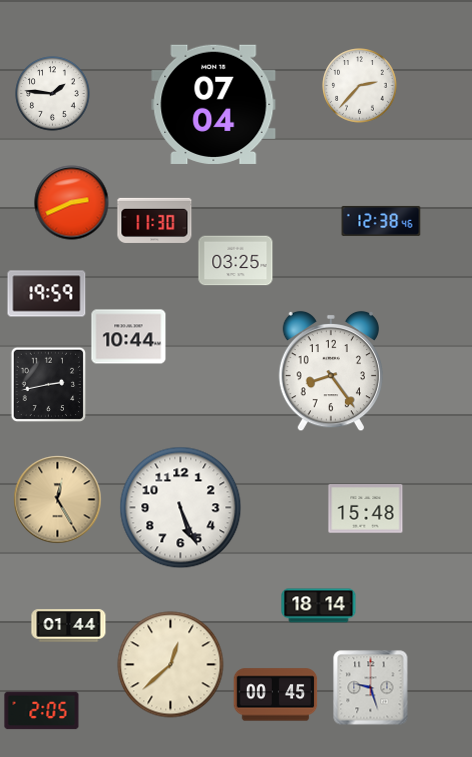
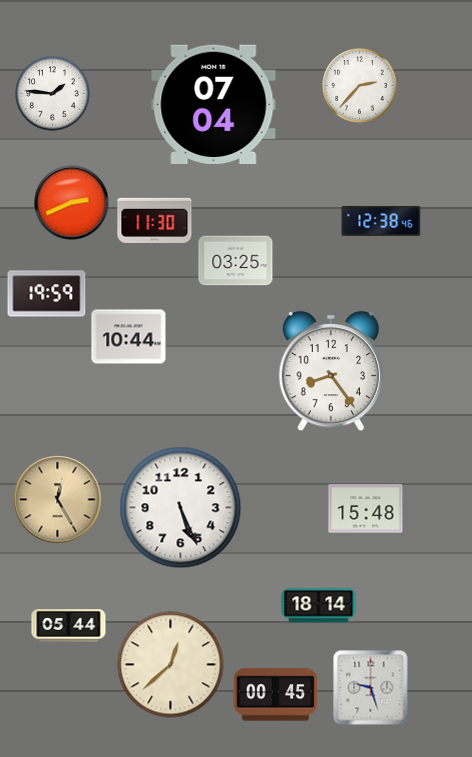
clock at (49, 385): 2:43 -> none
clock at (69, 626): 01:44 -> 05:44
clock at (42, 711): 2:05 -> none
